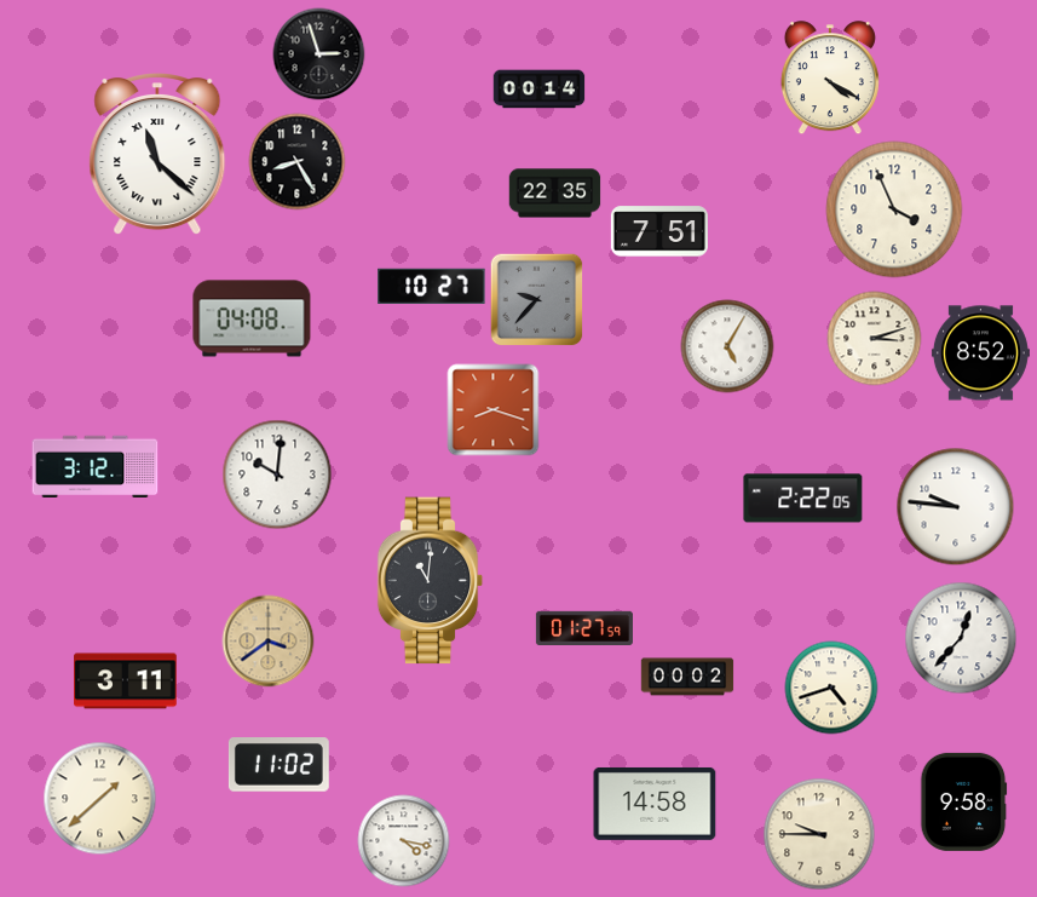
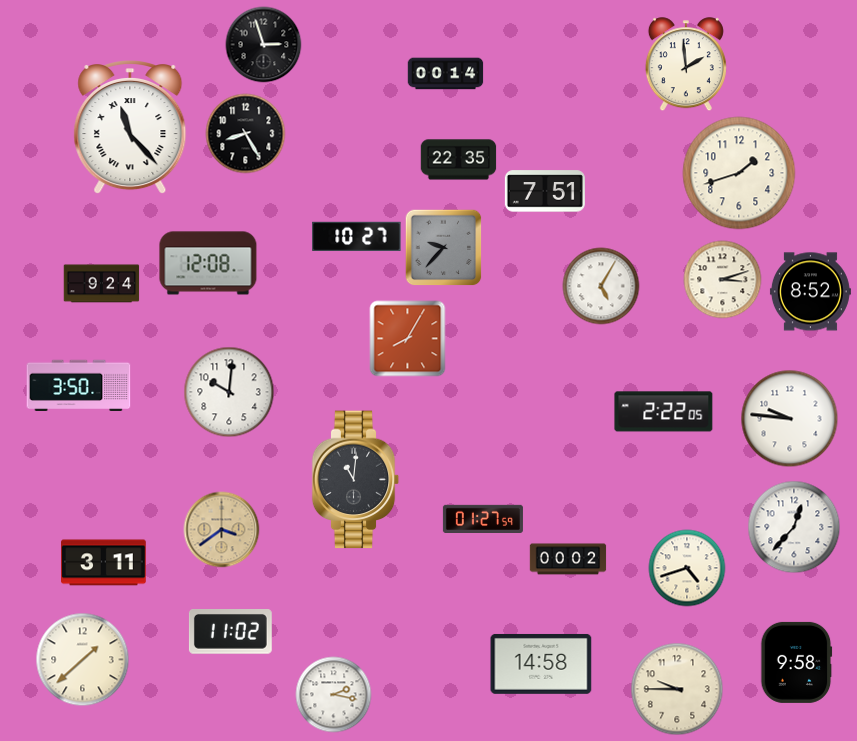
clock at (830, 79): 4:20 -> 1:59
clock at (157, 155): 11:22 -> 11:23
clock at (894, 209): 3:56 -> 1:42
clock at (252, 318): 04:08 -> 12:08
clock at (102, 284): none -> 9:24
clock at (494, 410): 8:18 -> 8:05
clock at (96, 467): 3:12 -> 3:50
clock at (404, 841): 4:17 -> 2:17
